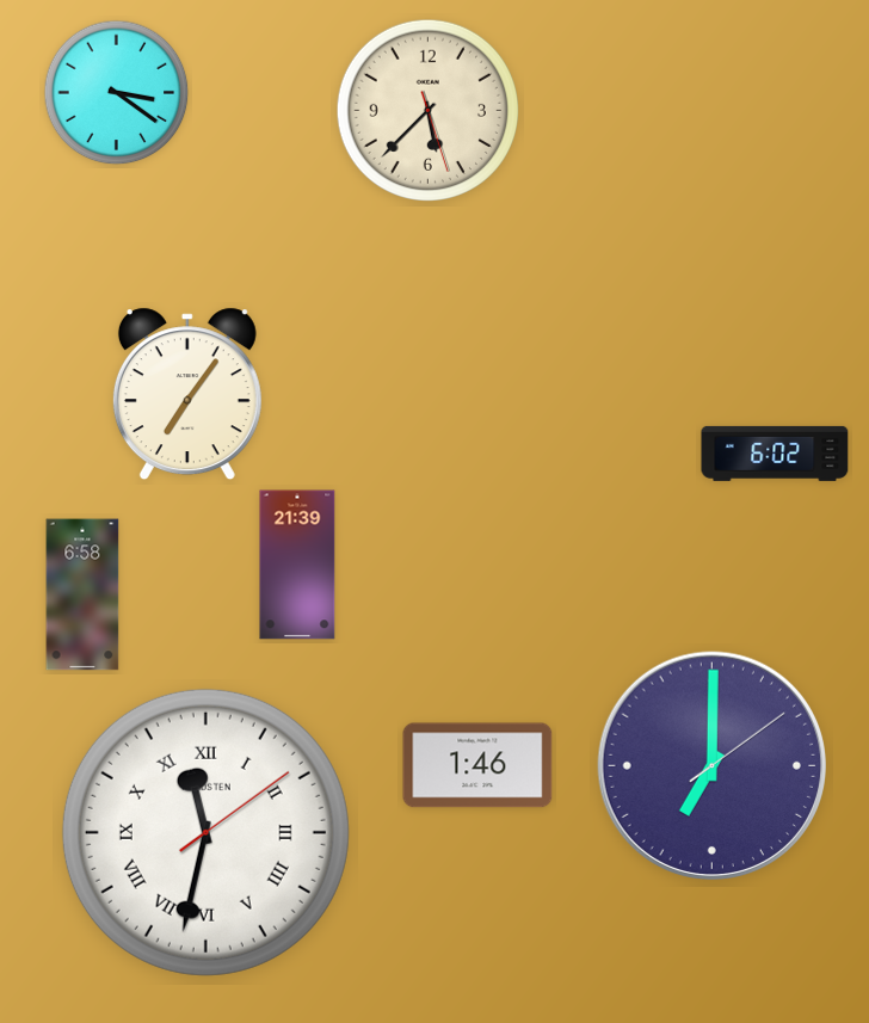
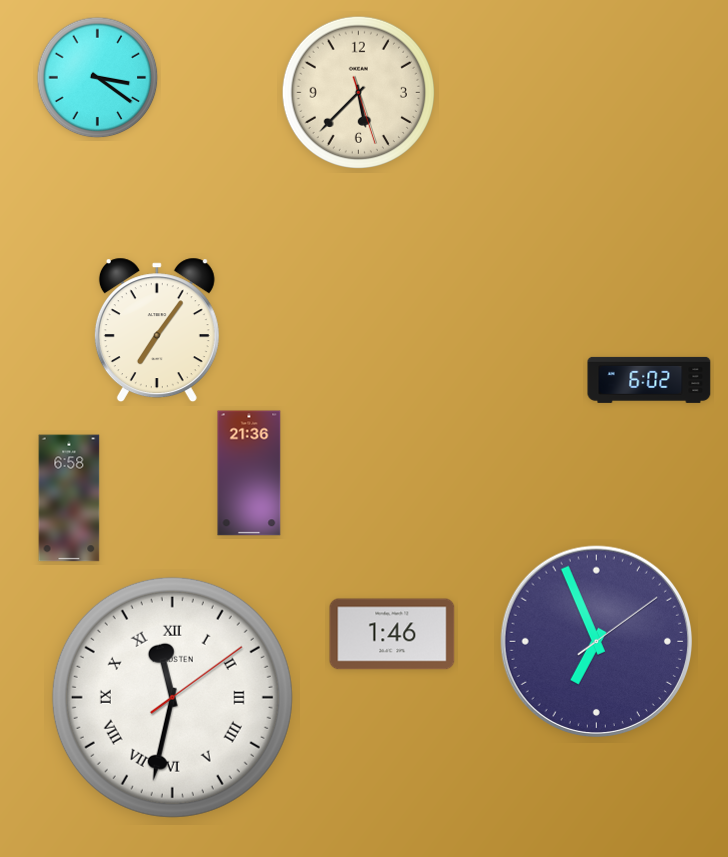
clock at (297, 565): 21:39 -> 21:36
clock at (477, 765) position: (477, 765) -> (392, 634)
clock at (711, 765): 7:00 -> 6:56
